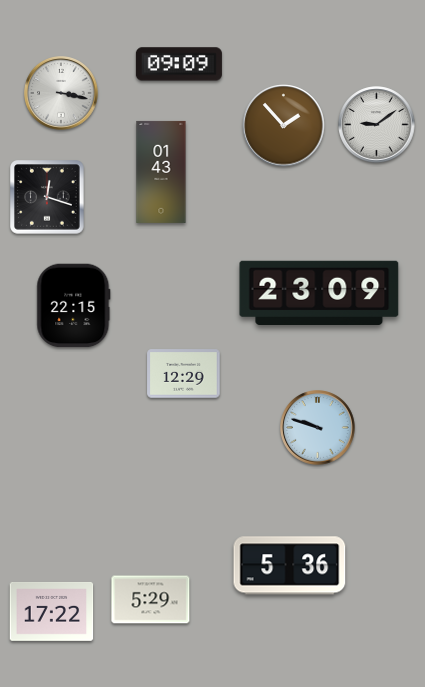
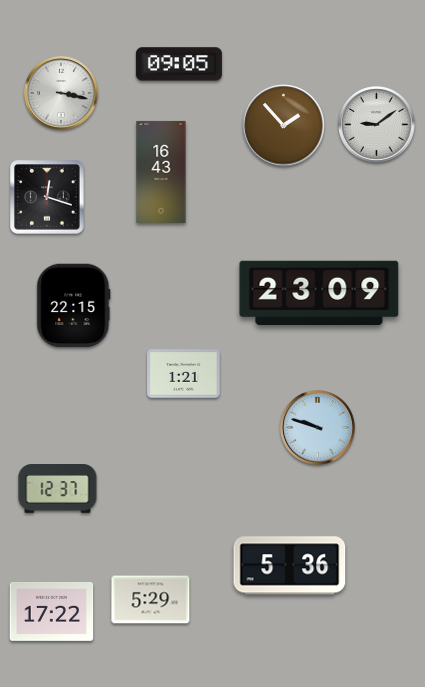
clock at (179, 64): 09:09 -> 09:05
clock at (161, 172): 01:43 -> 16:43
clock at (184, 374): 12:29 -> 1:21
clock at (58, 489): none -> 12:37
